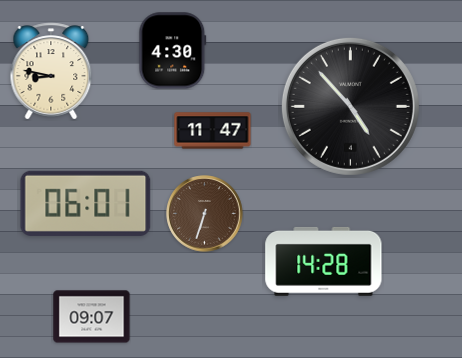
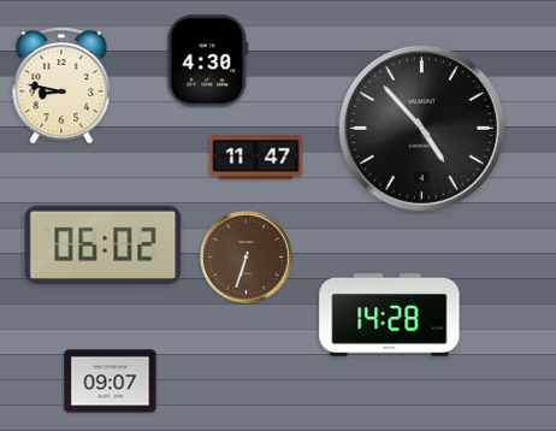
clock at (86, 203): 06:01 -> 06:02
